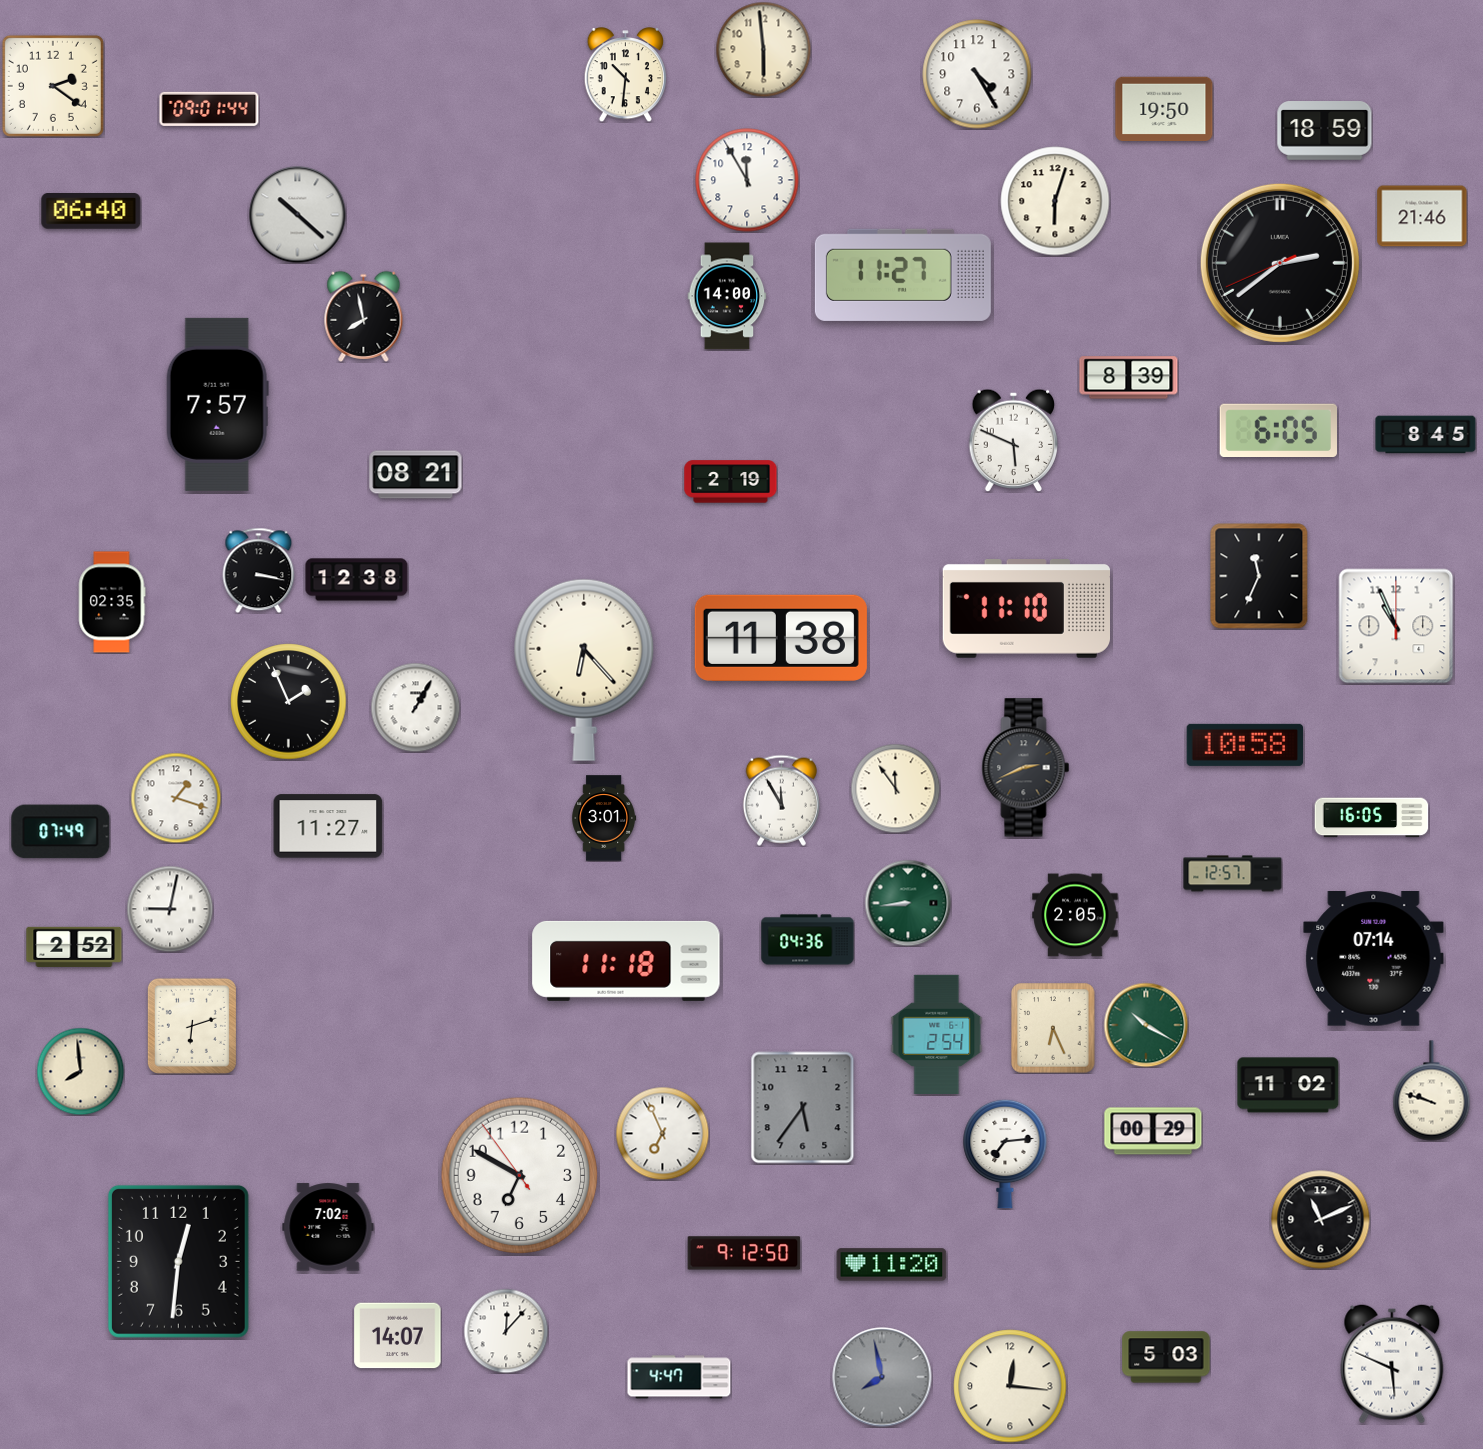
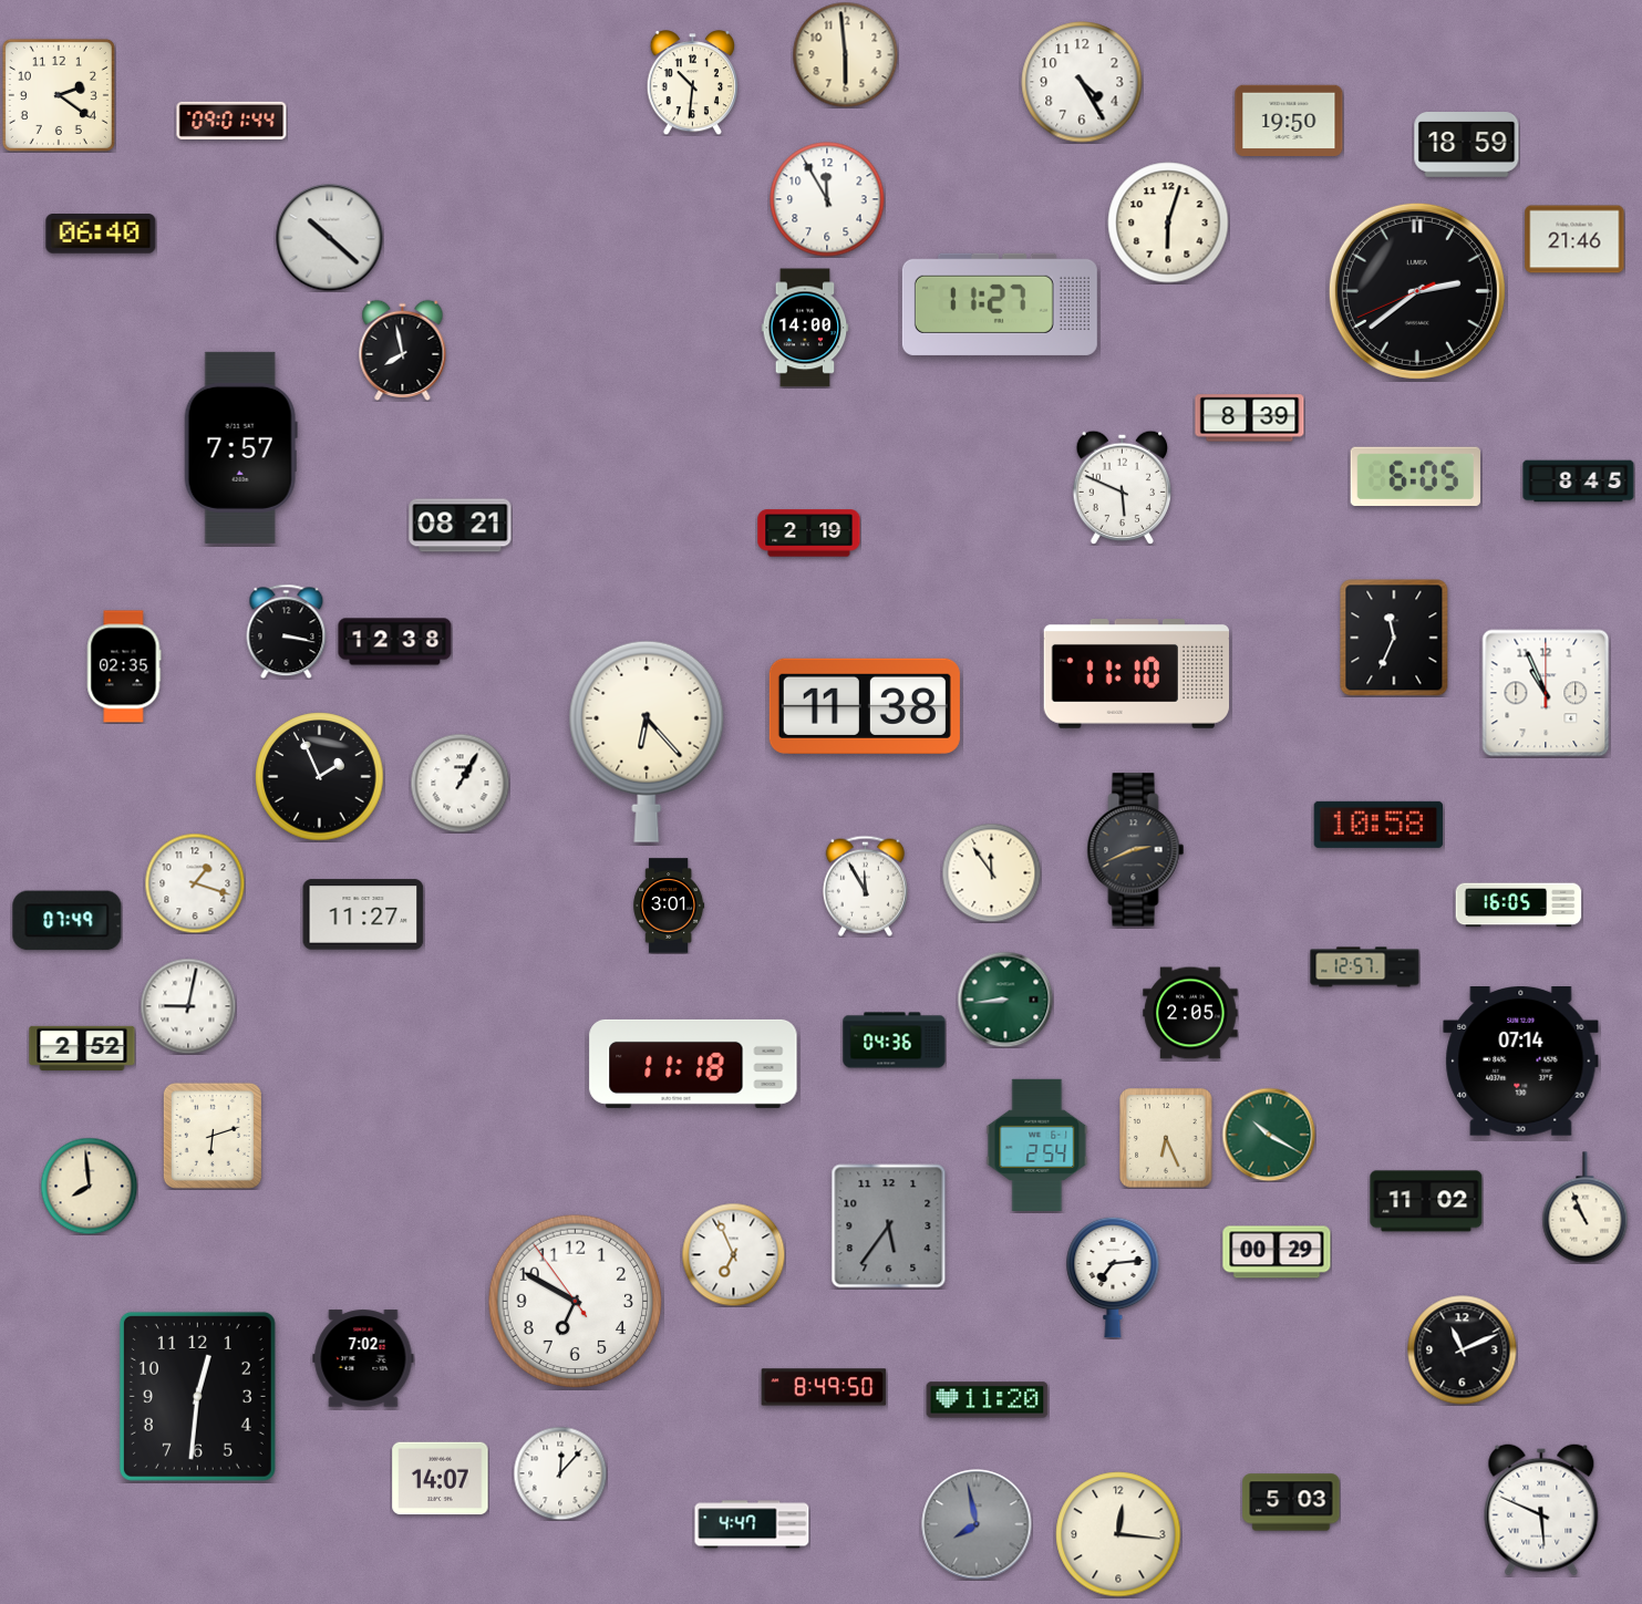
clock at (1432, 1091): 9:48 -> 10:56
clock at (744, 1253): 9:12 -> 8:49
